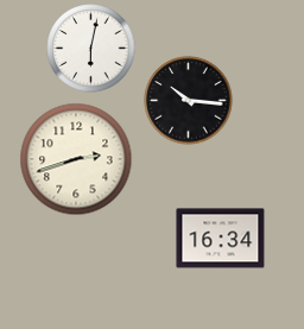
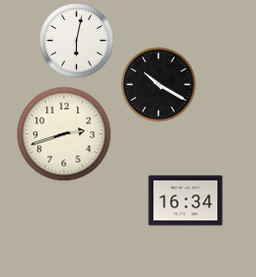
clock at (189, 101): 10:16 -> 10:20
